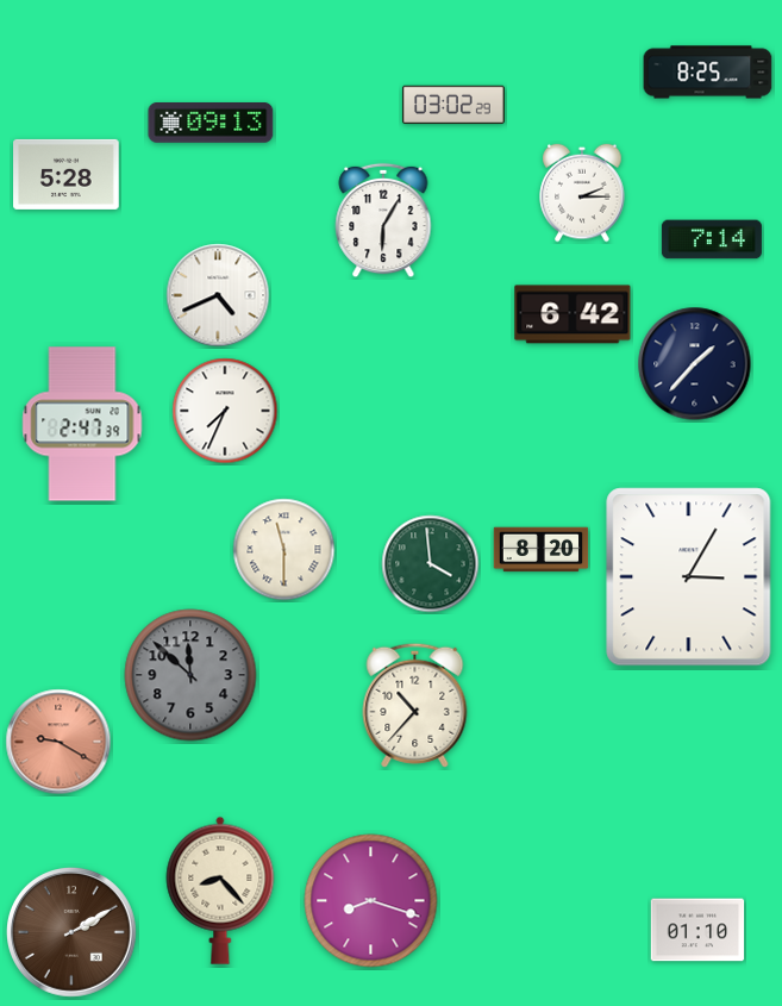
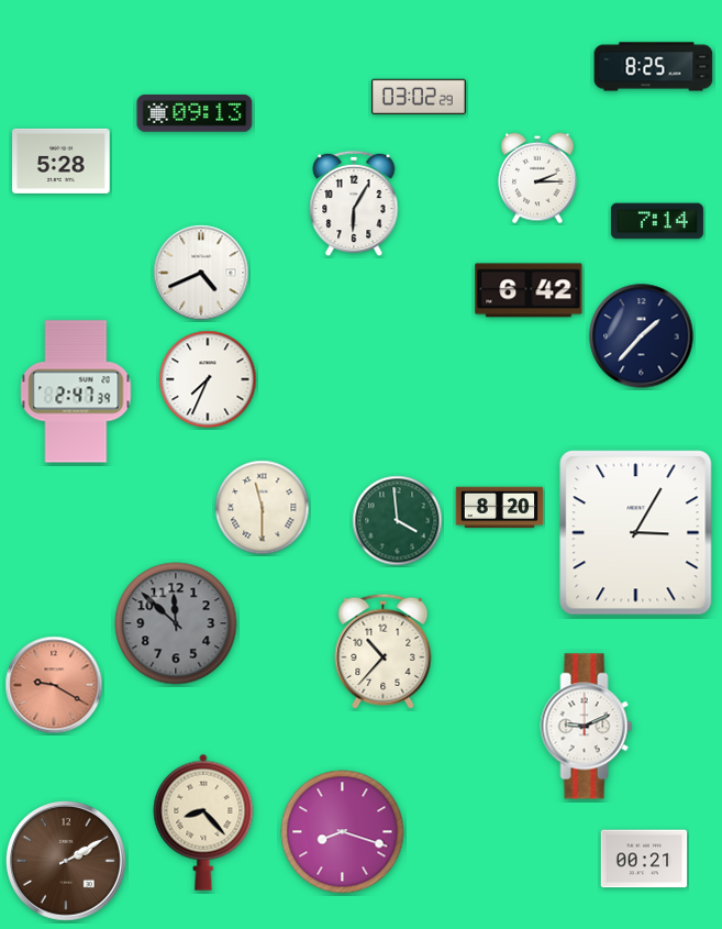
clock at (587, 727): none -> 9:11
clock at (697, 930): 01:10 -> 00:21
